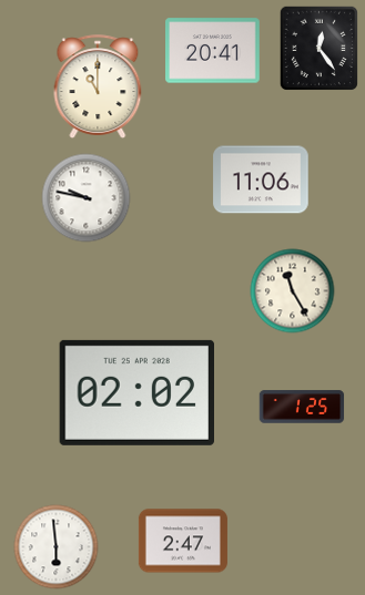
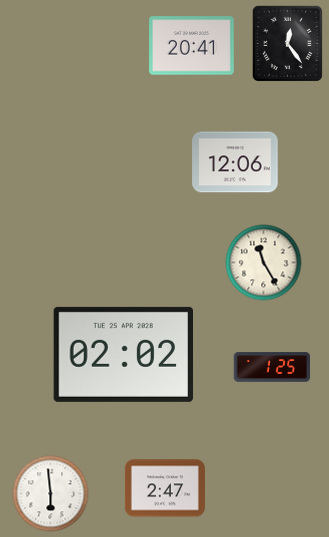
clock at (98, 86): 11:00 -> none
clock at (261, 179): 11:06 -> 12:06
clock at (87, 198): 9:47 -> none
